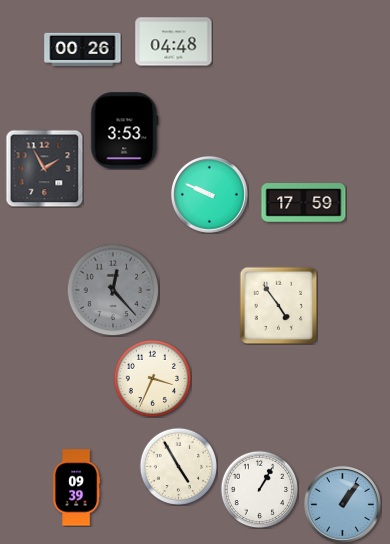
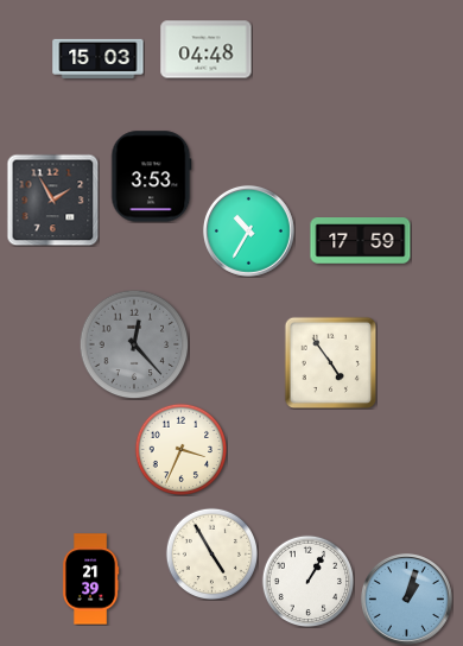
clock at (83, 49): 00:26 -> 15:03
clock at (125, 131) position: (125, 131) -> (152, 177)
clock at (209, 194): 9:49 -> 10:35
clock at (76, 488): 09:39 -> 21:39
clock at (342, 504): 1:06 -> 1:03
